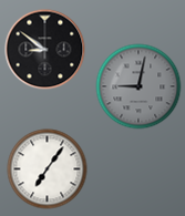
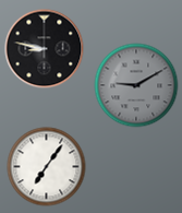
clock at (45, 50): 8:51 -> 8:47
clock at (138, 86): 9:02 -> 9:10
